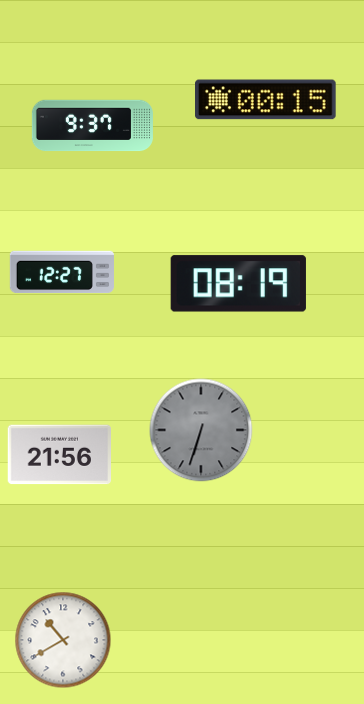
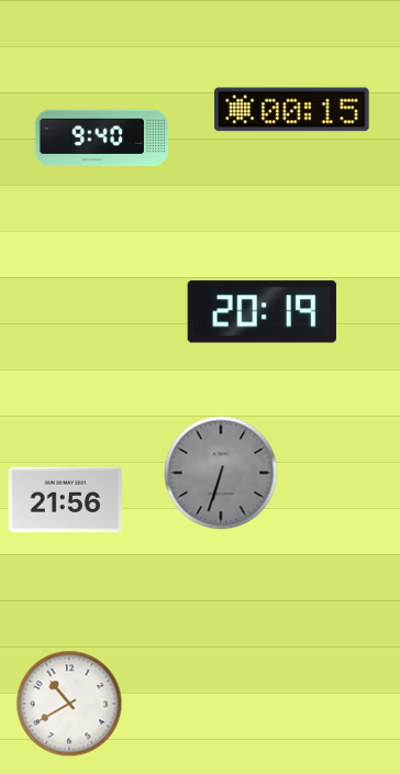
clock at (92, 126): 9:37 -> 9:40
clock at (62, 272): 12:27 -> none
clock at (238, 284): 08:19 -> 20:19
